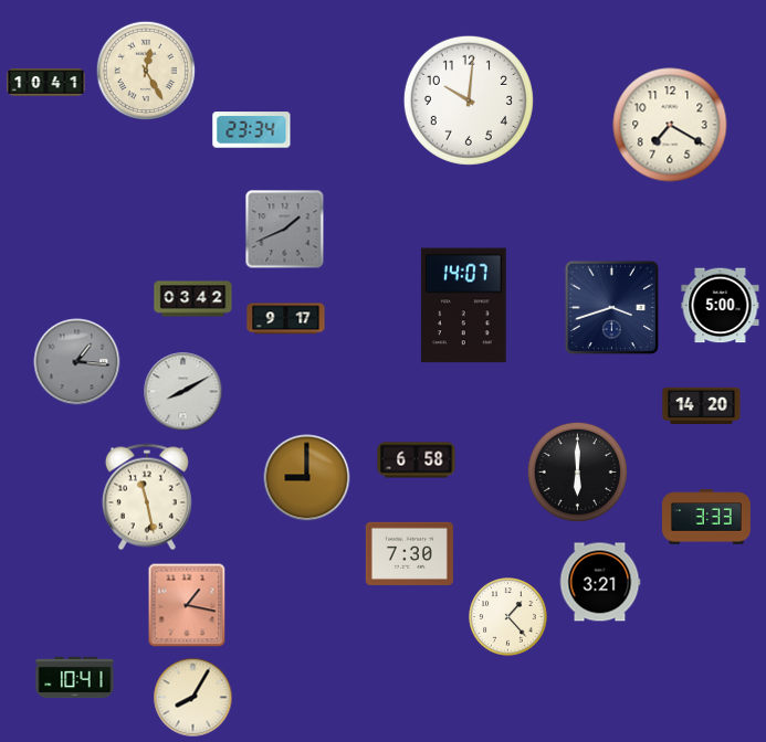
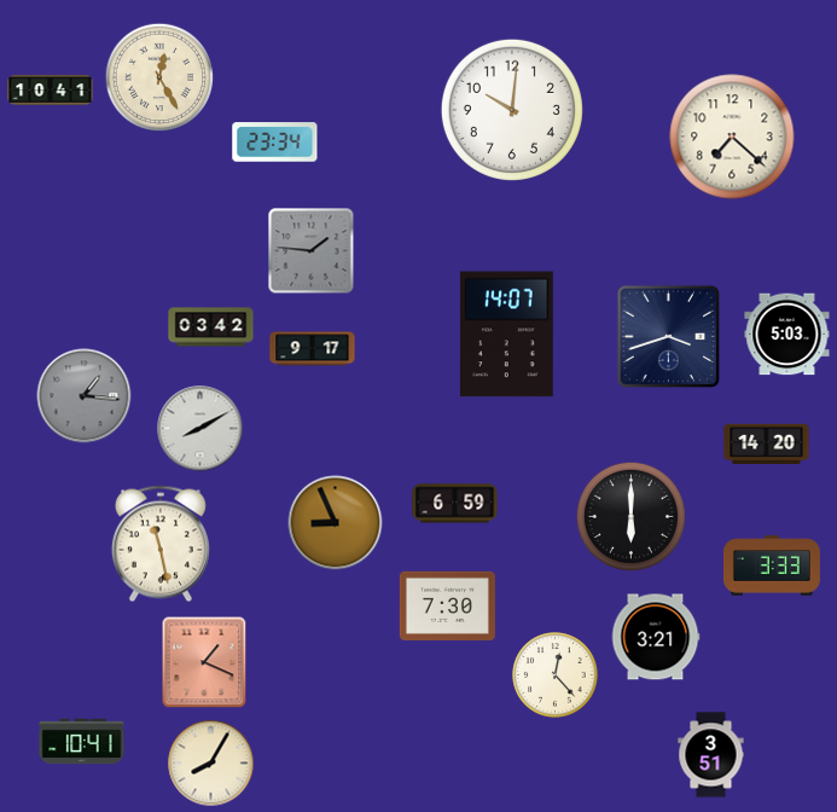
clock at (670, 125): 7:20 -> 7:22
clock at (285, 230): 1:41 -> 1:46
clock at (721, 306): 5:00 -> 5:03
clock at (417, 460): 6:58 -> 6:59
clock at (307, 478): 9:00 -> 8:56
clock at (187, 605): 1:17 -> 1:19
clock at (508, 617): 1:23 -> 12:23
clock at (711, 755): none -> 3:51
